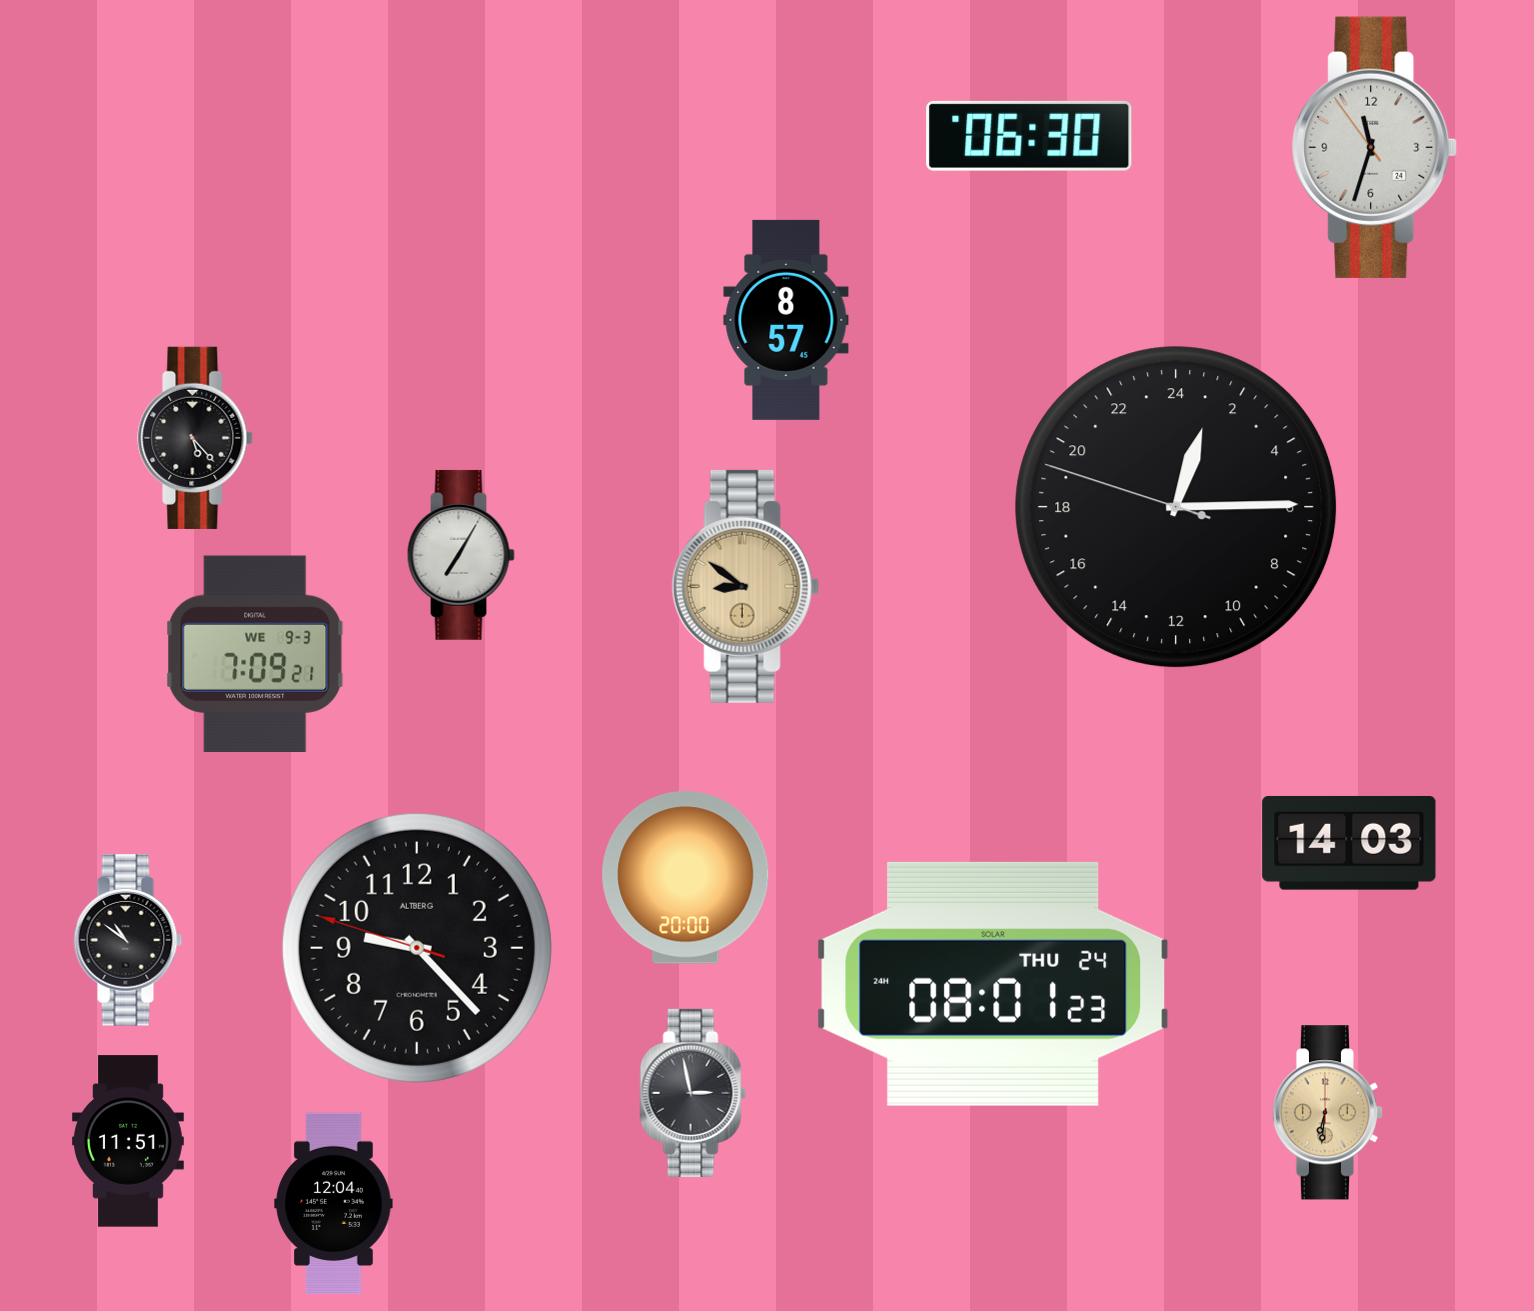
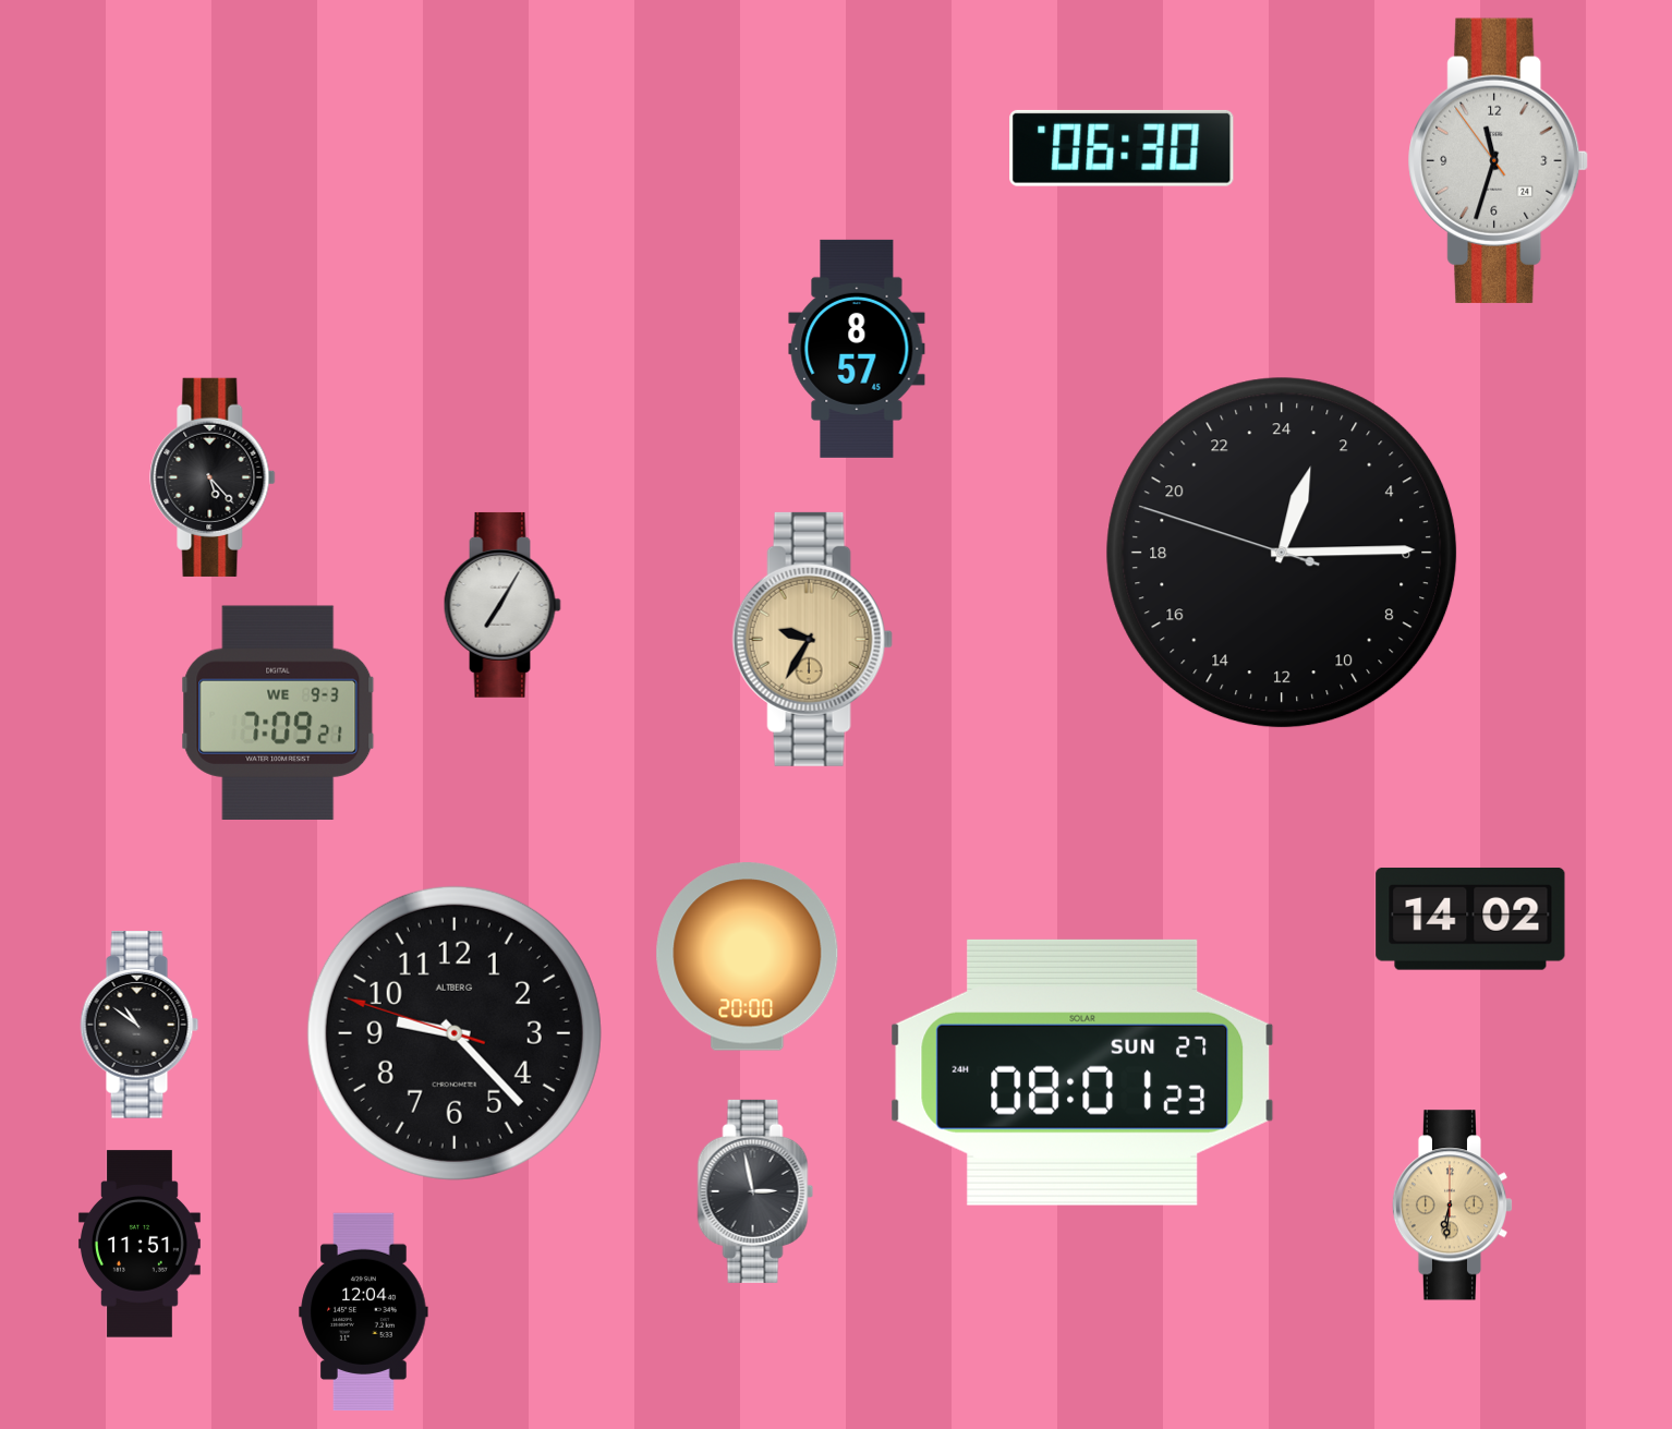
clock at (745, 586): 8:51 -> 9:35
clock at (1349, 843): 14:03 -> 14:02
clock at (993, 984) date: THU 24 -> SUN 27
clock at (1328, 1113) position: (1328, 1113) -> (1453, 1206)
